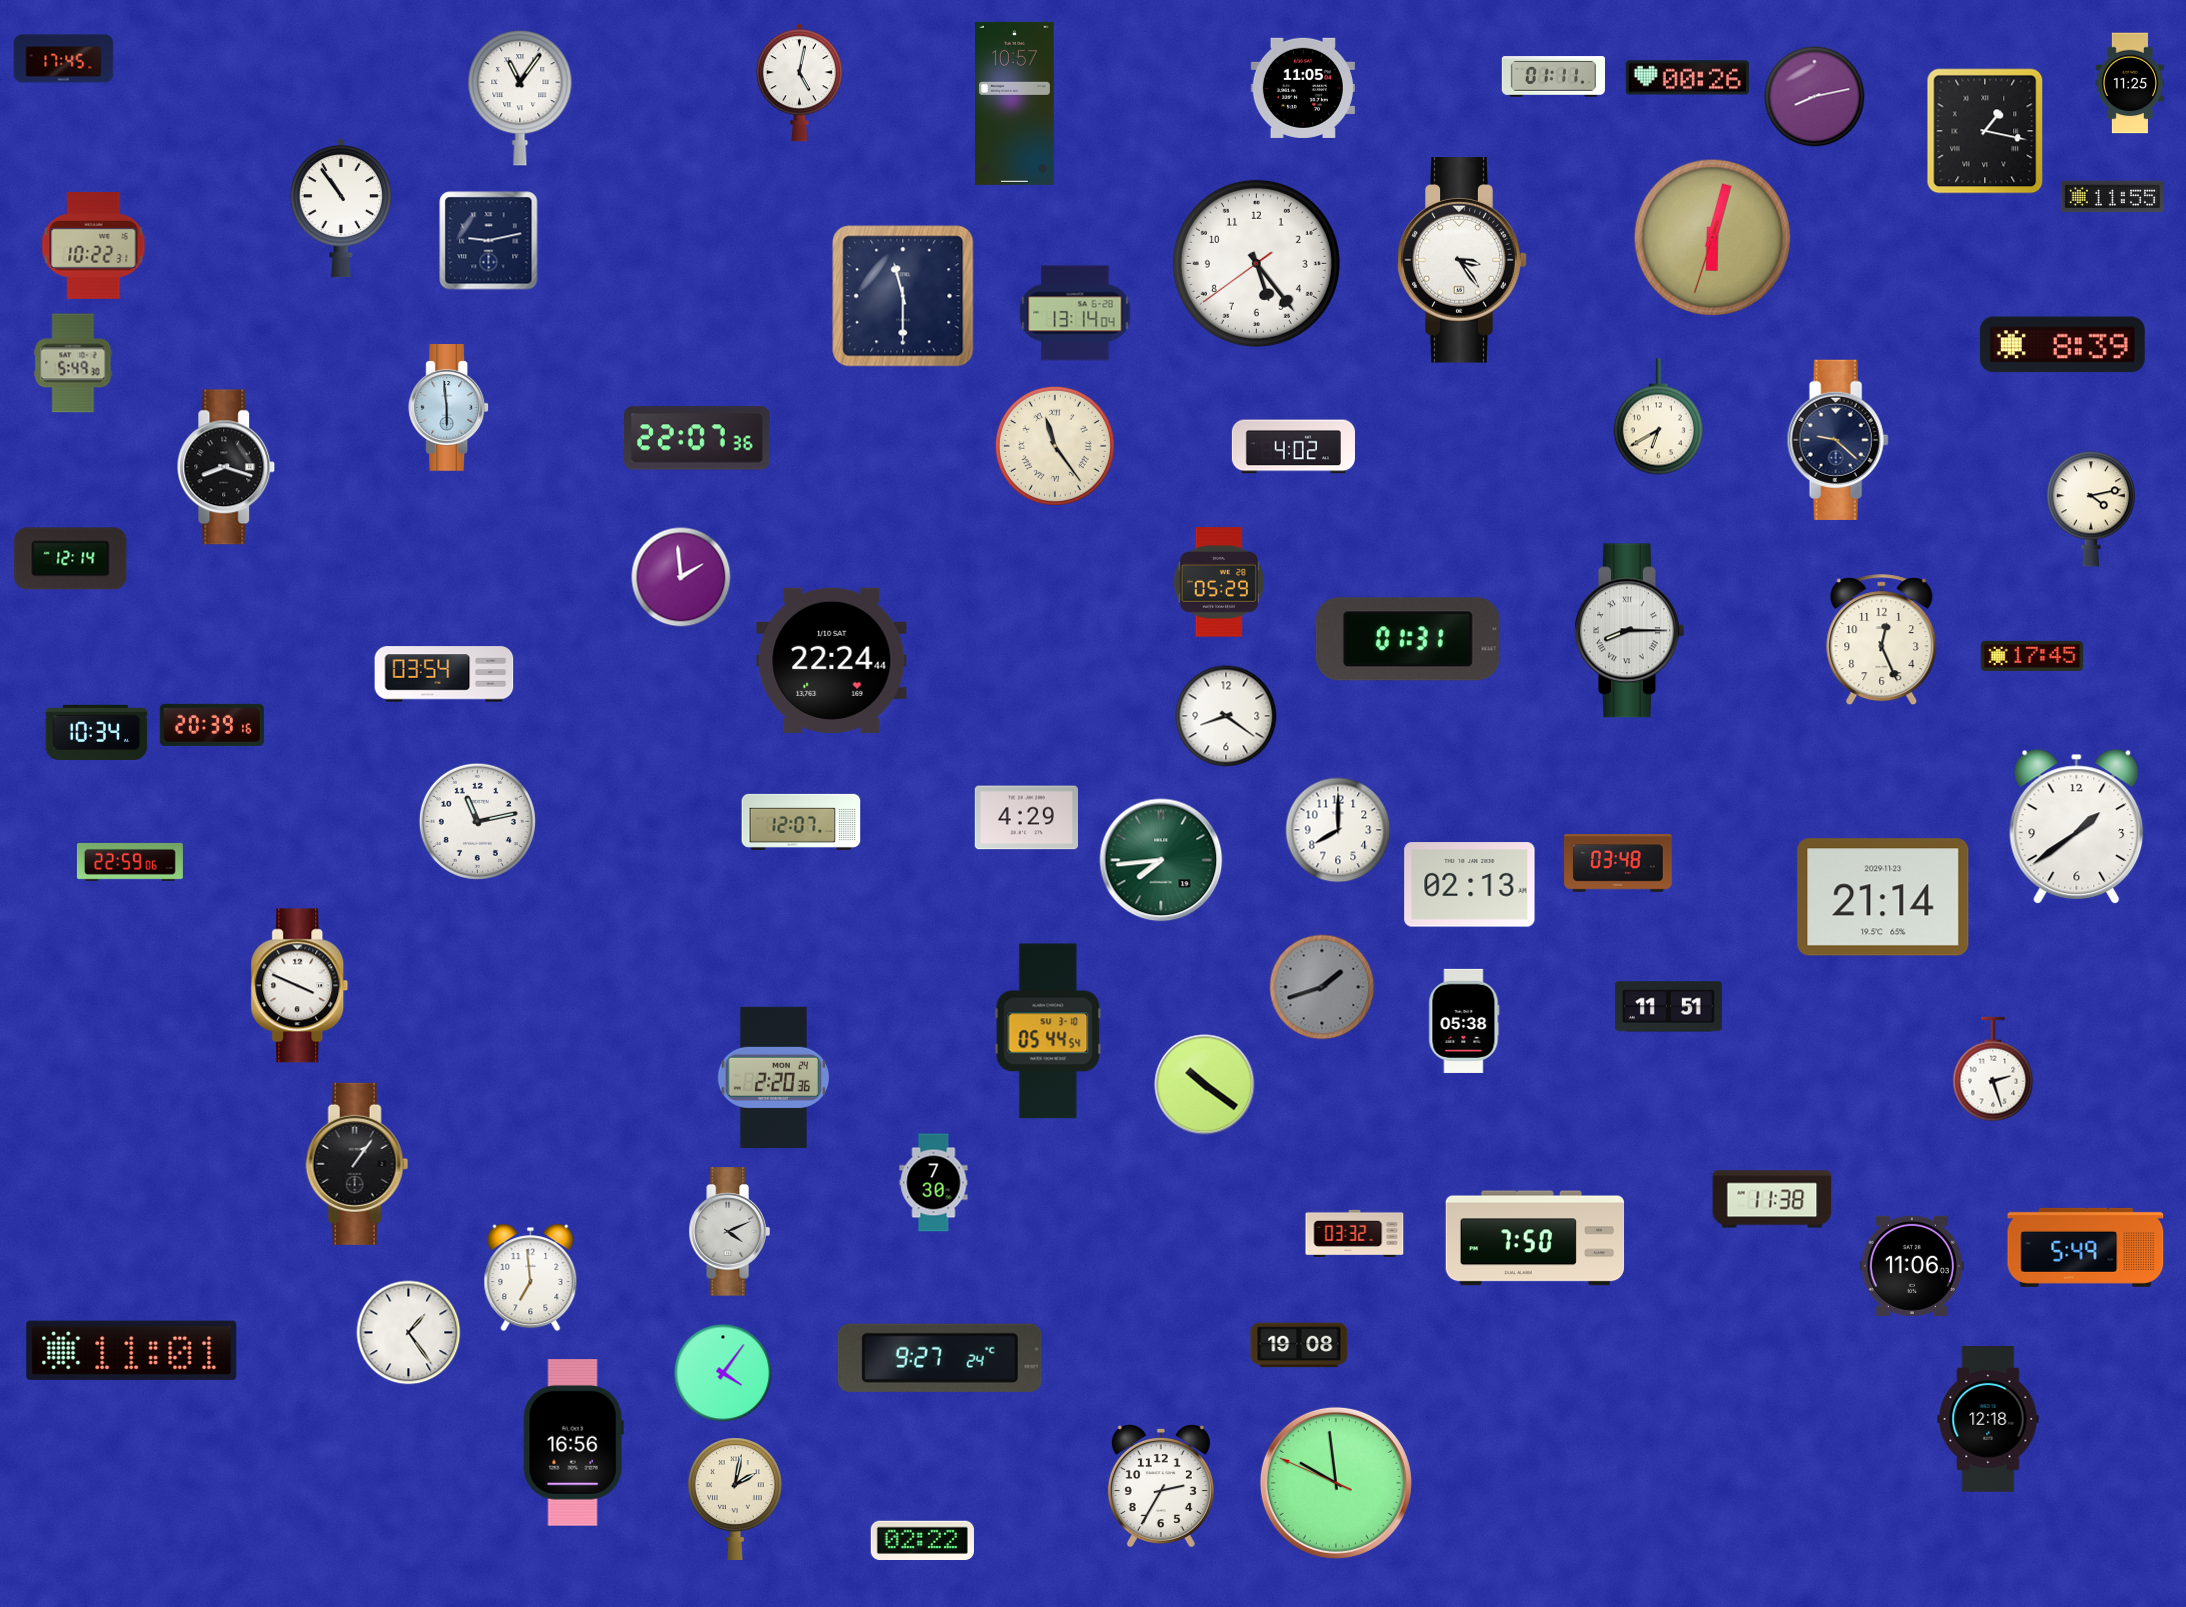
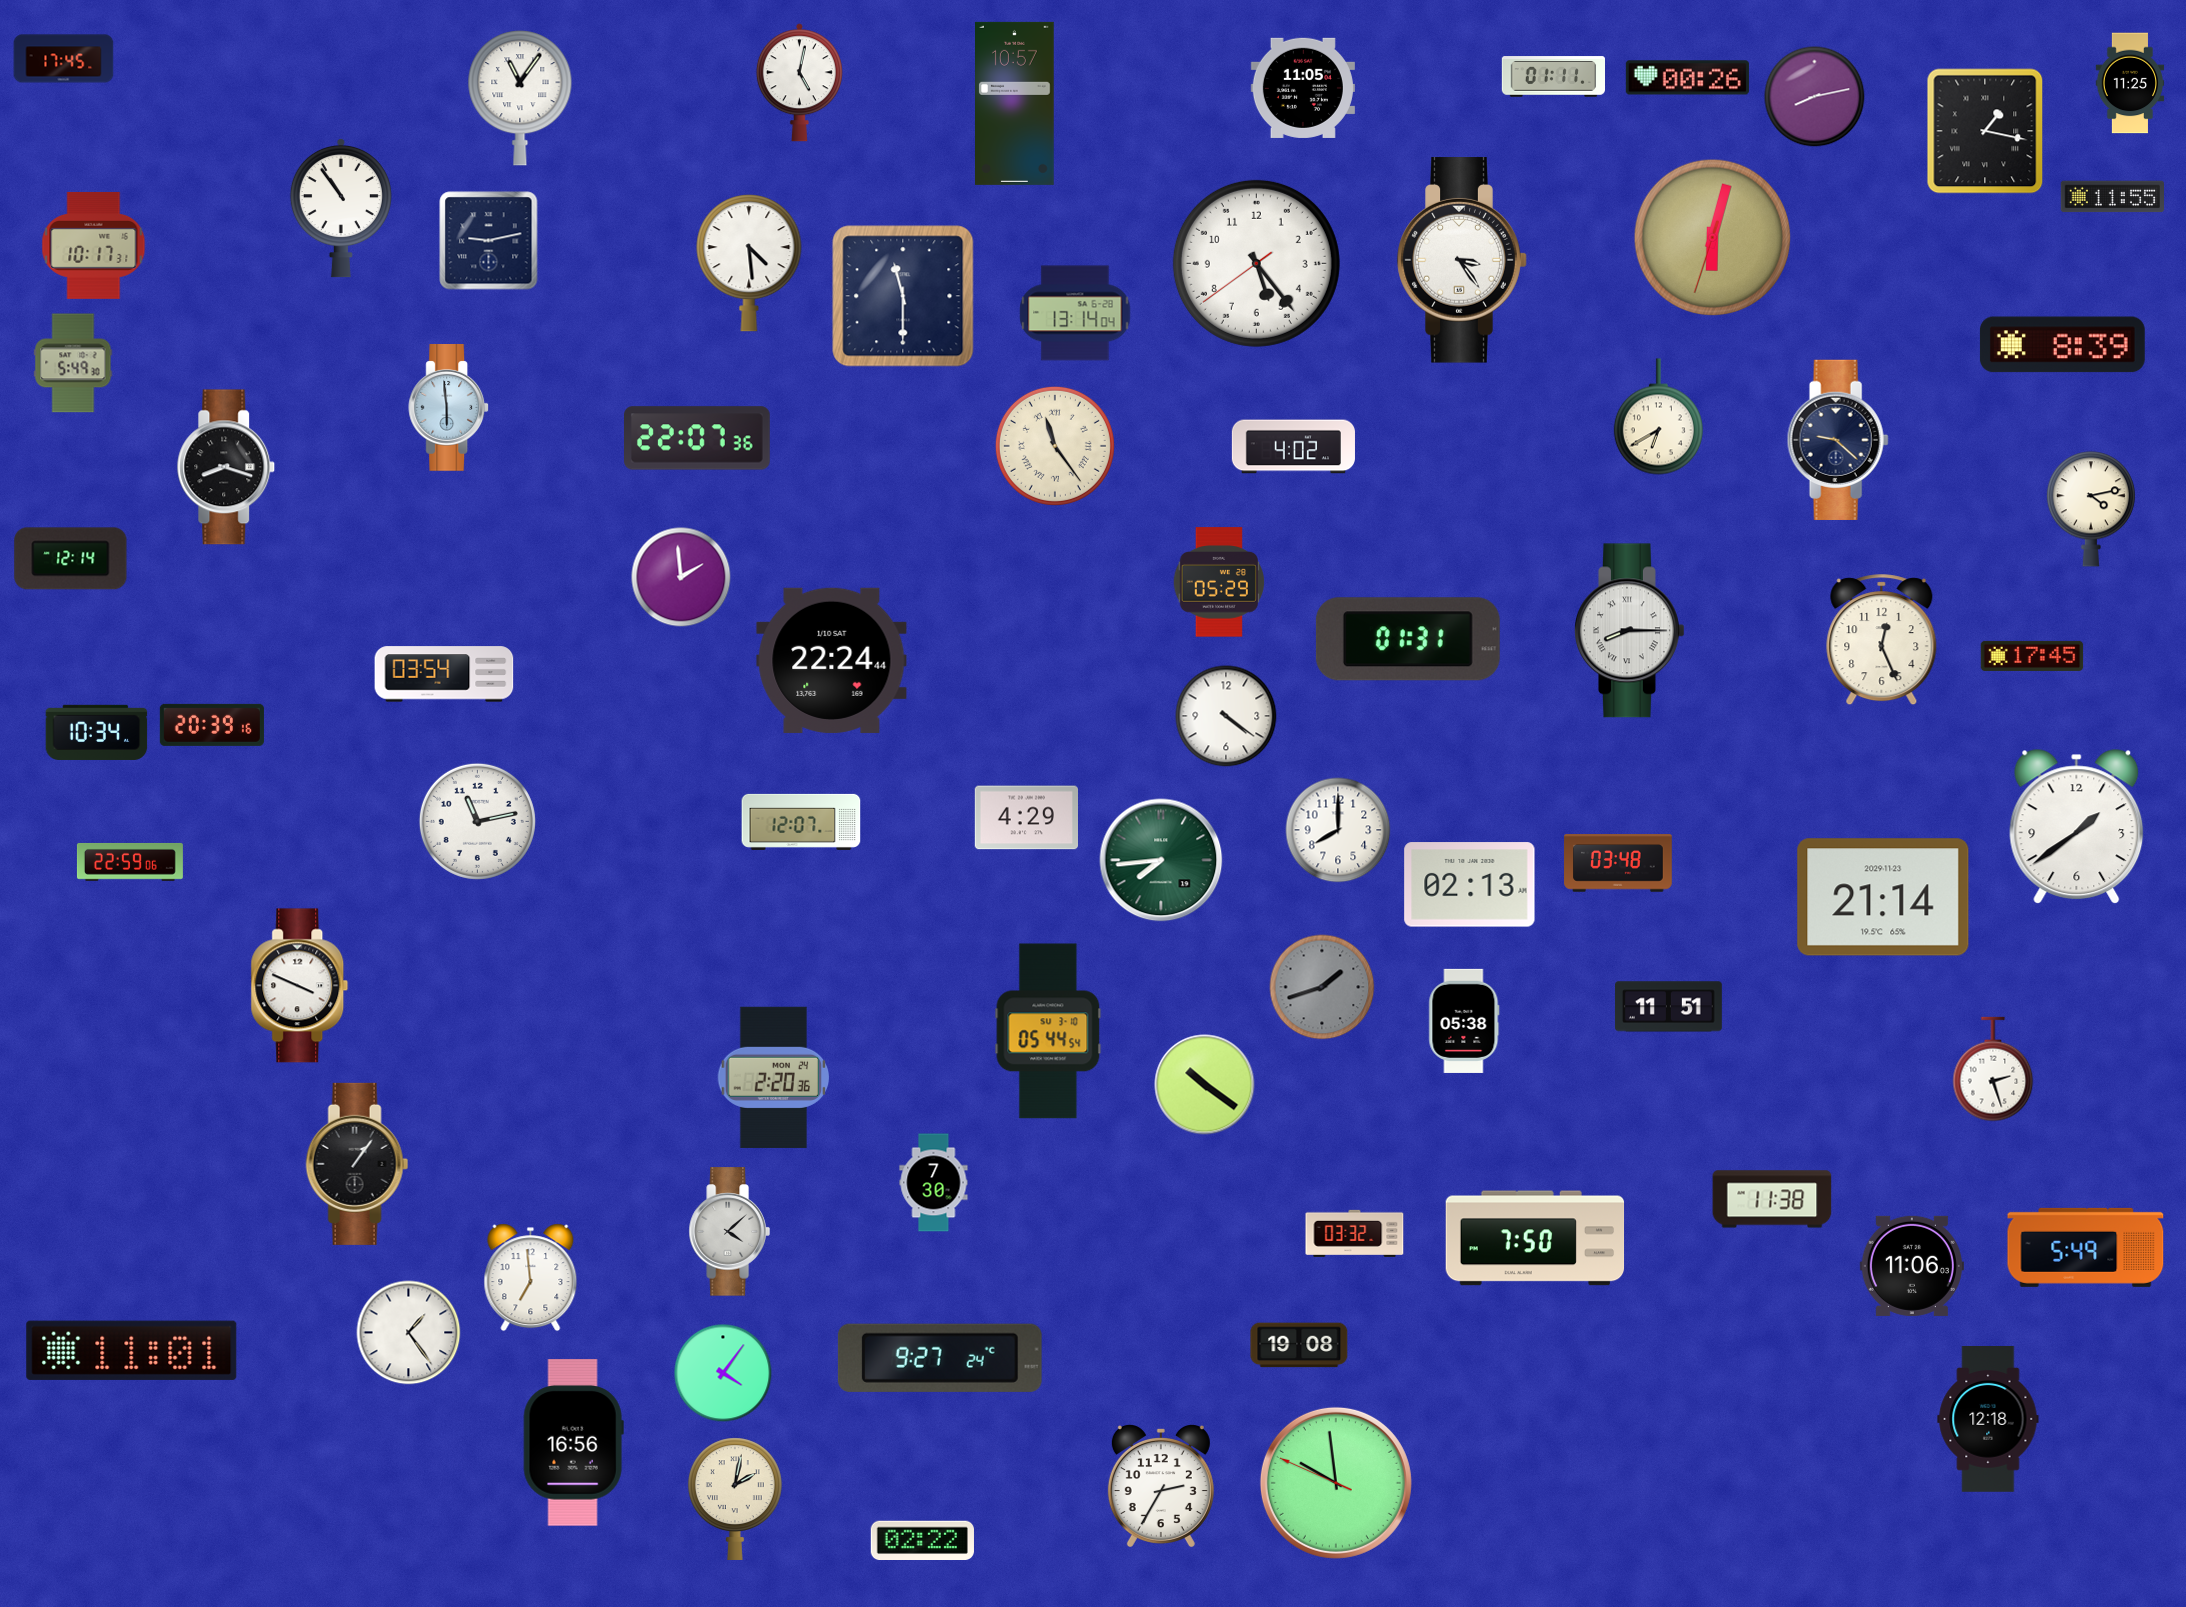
clock at (94, 245): 10:22 -> 10:17
clock at (749, 264): none -> 4:29
clock at (1226, 716): 8:21 -> 4:21
clock at (729, 1232): 4:11 -> 4:08
